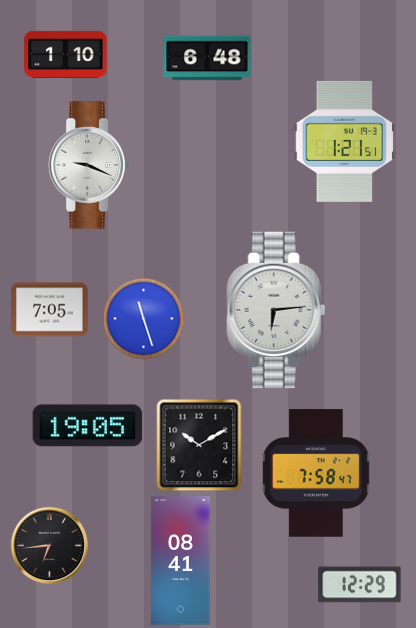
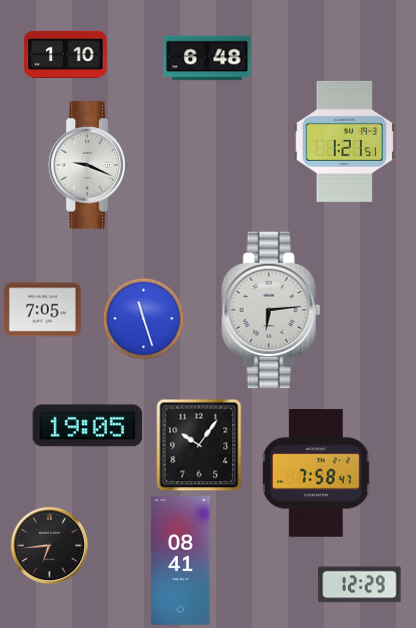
clock at (50, 310) position: (50, 310) -> (43, 310)
clock at (276, 310) position: (276, 310) -> (271, 310)
clock at (199, 445): 10:10 -> 10:06
